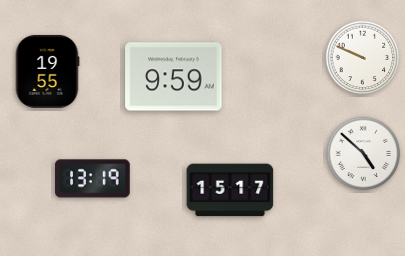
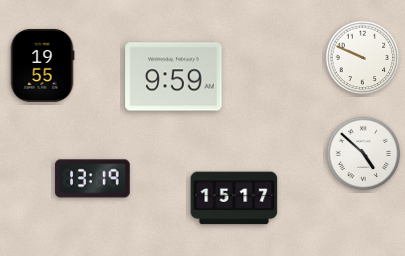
clock at (47, 71) position: (47, 71) -> (42, 65)
clock at (230, 190) position: (230, 190) -> (234, 198)
